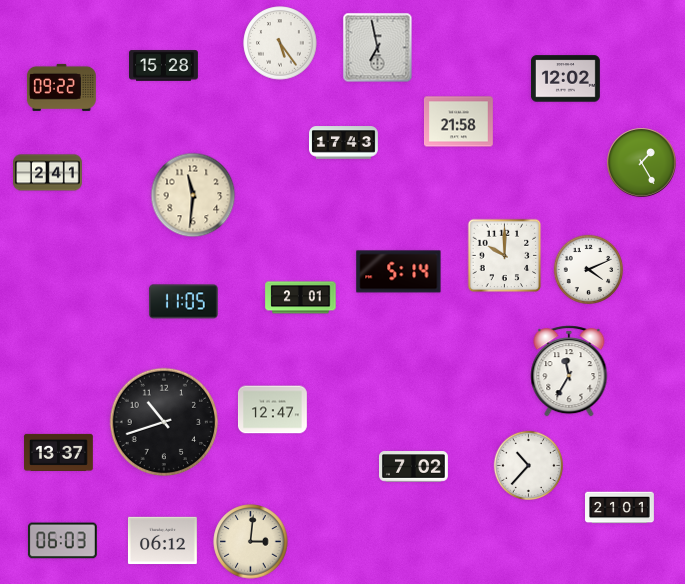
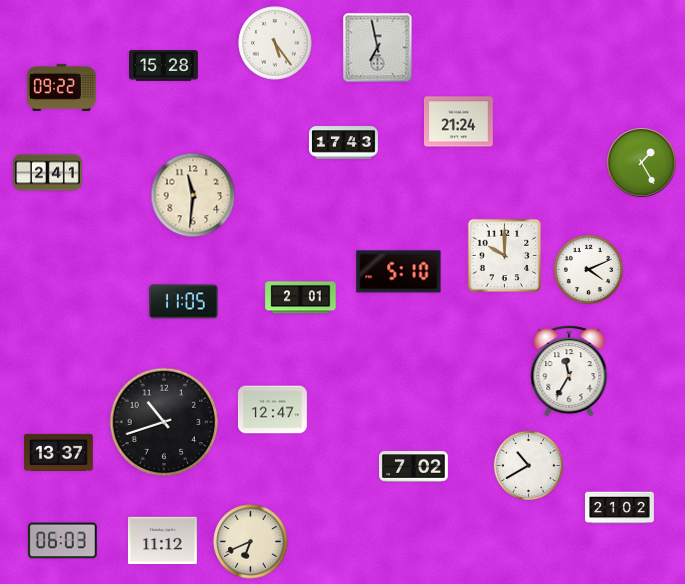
clock at (280, 43) position: (280, 43) -> (275, 43)
clock at (566, 79): 12:02 -> none
clock at (459, 122): 21:58 -> 21:24
clock at (399, 272): 5:14 -> 5:10
clock at (528, 465): 10:37 -> 10:40
clock at (620, 508): 21:01 -> 21:02
clock at (163, 541): 06:12 -> 11:12
clock at (251, 542): 3:01 -> 6:41
